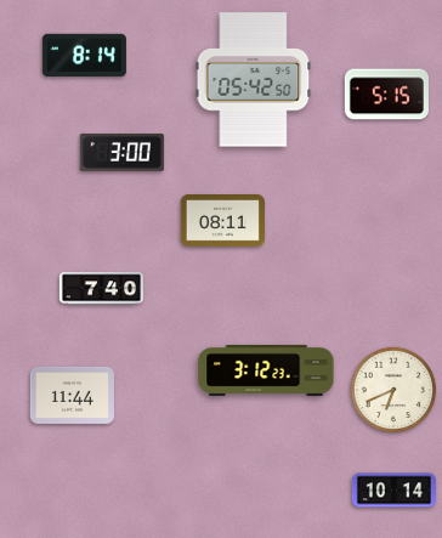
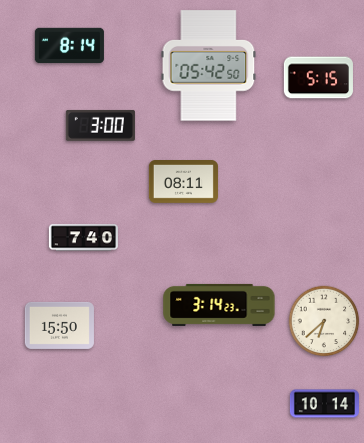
clock at (266, 370): 3:12 -> 3:14
clock at (393, 390): 6:41 -> 6:38
clock at (72, 395): 11:44 -> 15:50
